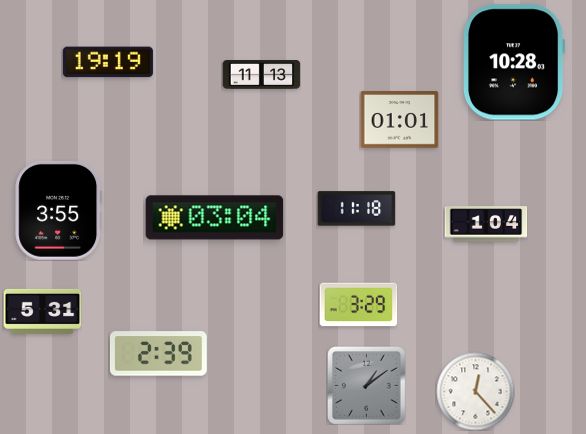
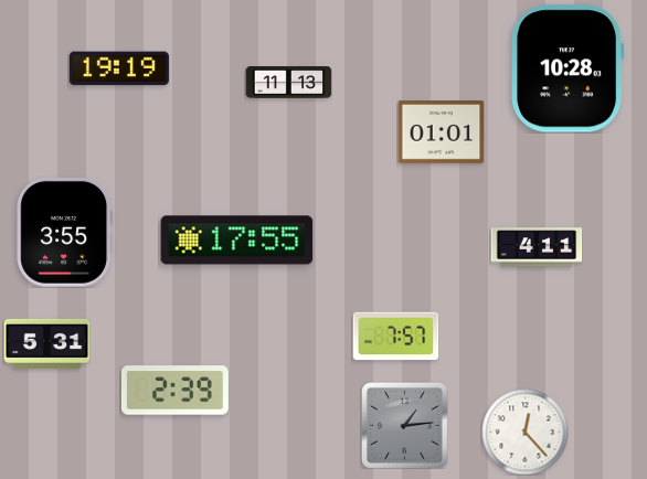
clock at (356, 209): 11:18 -> none
clock at (215, 218): 03:04 -> 17:55
clock at (486, 224): 1:04 -> 4:11
clock at (358, 305): 3:29 -> 7:57
clock at (367, 386): 1:09 -> 1:14
